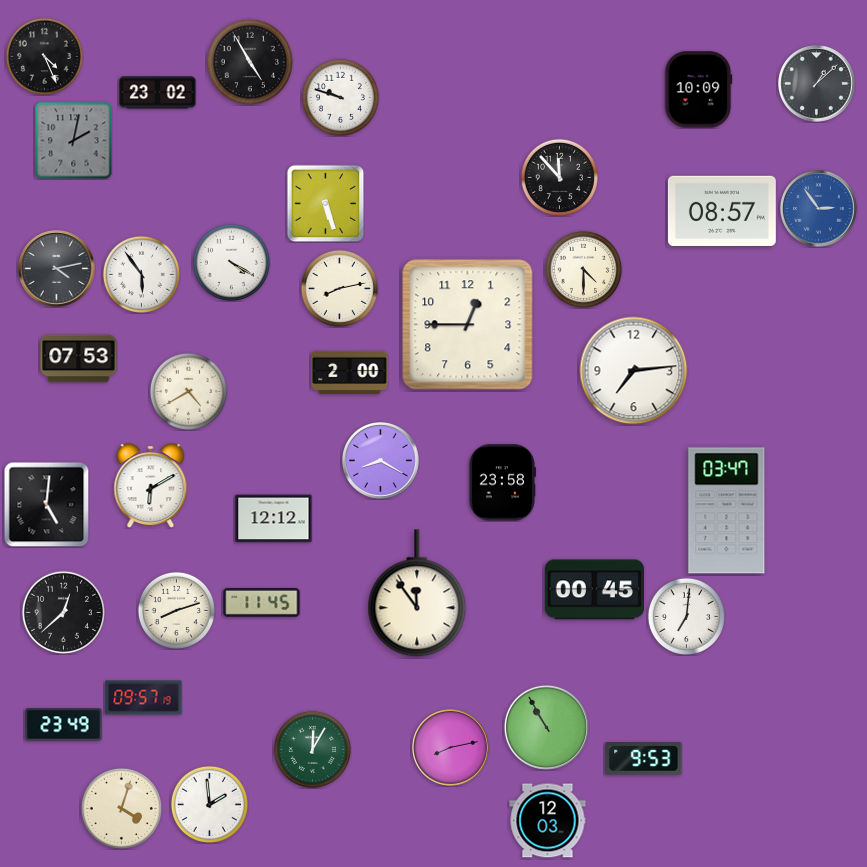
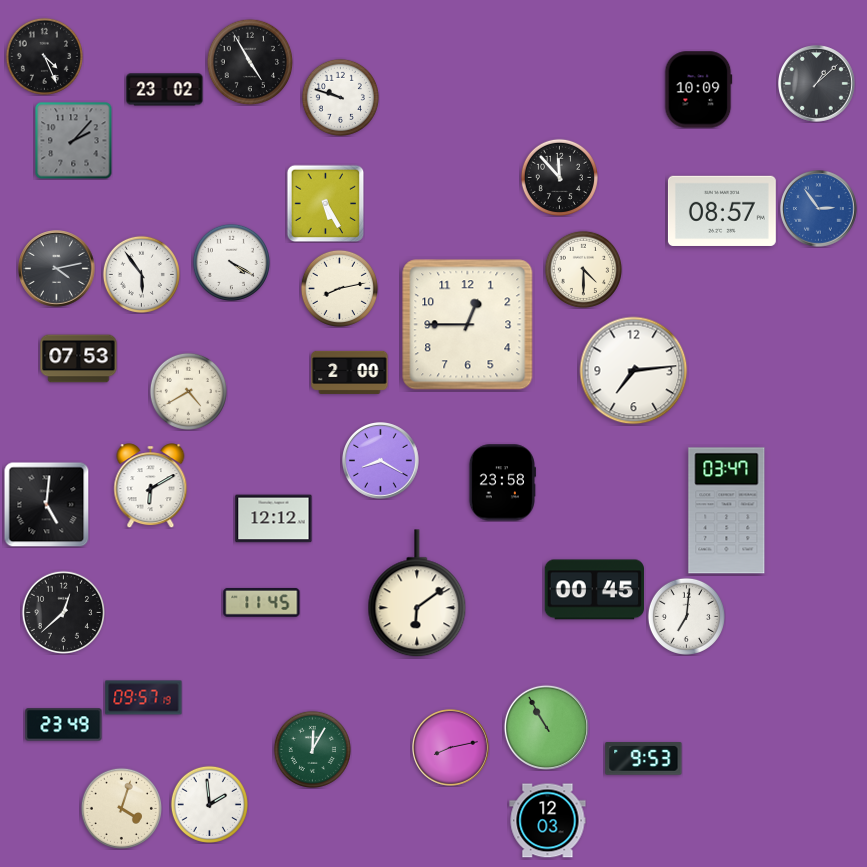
clock at (158, 93) position: (158, 93) -> (165, 90)
clock at (73, 140): 2:02 -> 2:07
clock at (325, 203): 5:27 -> 5:25
clock at (417, 594): 11:54 -> 6:09
clock at (176, 610): 8:12 -> none
